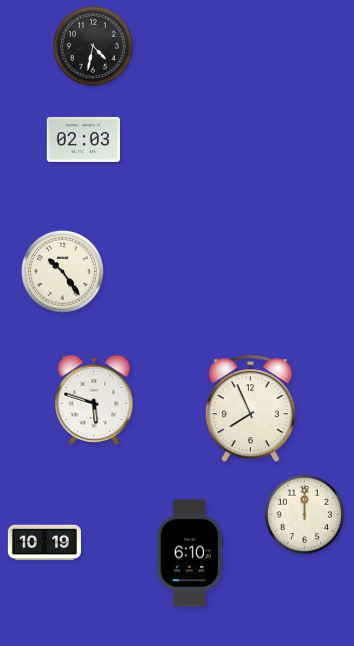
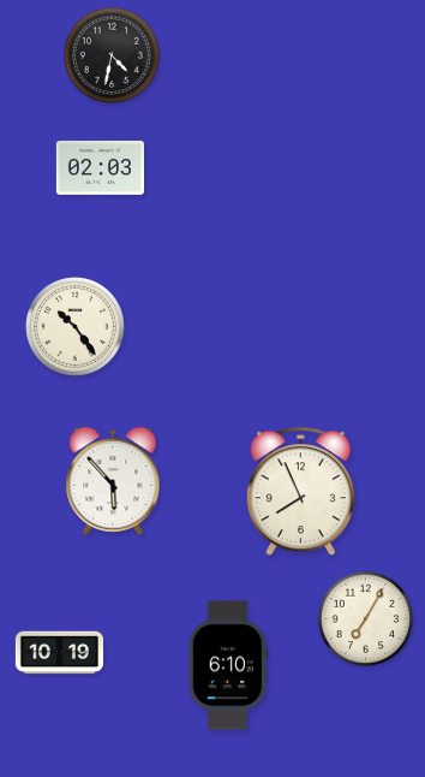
clock at (94, 400): 5:48 -> 5:53
clock at (304, 514): 12:00 -> 7:05
clock at (44, 543) position: (44, 543) -> (59, 653)
